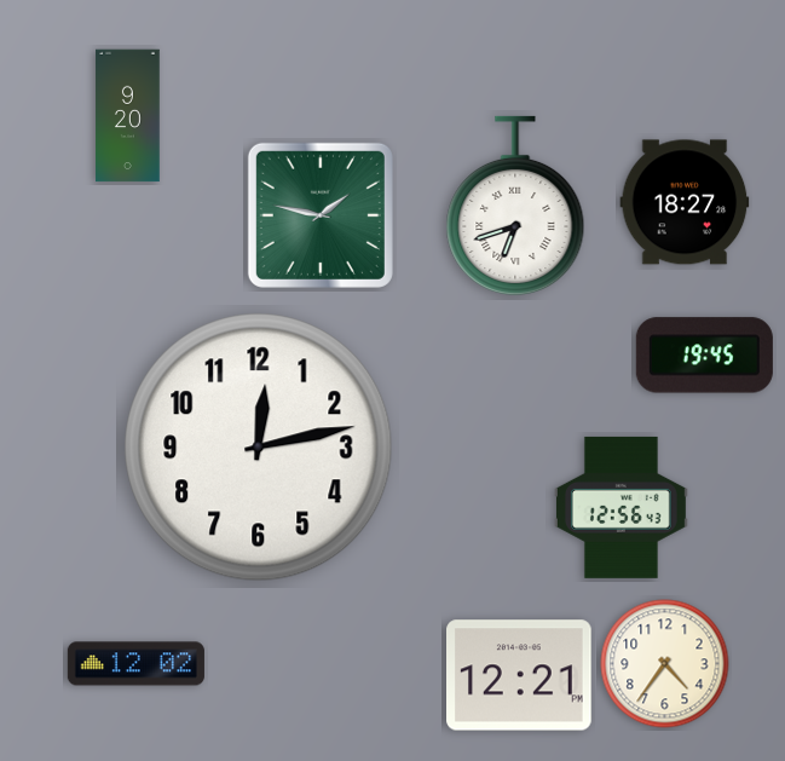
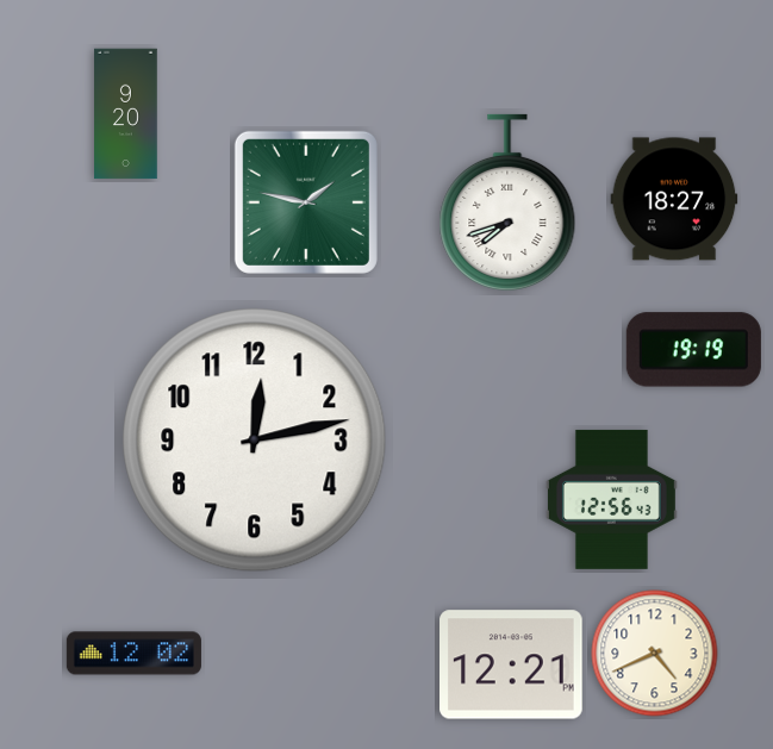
clock at (515, 206): 6:42 -> 7:42
clock at (321, 215) position: (321, 215) -> (306, 202)
clock at (704, 356): 19:45 -> 19:19
clock at (665, 664): 4:36 -> 4:41
